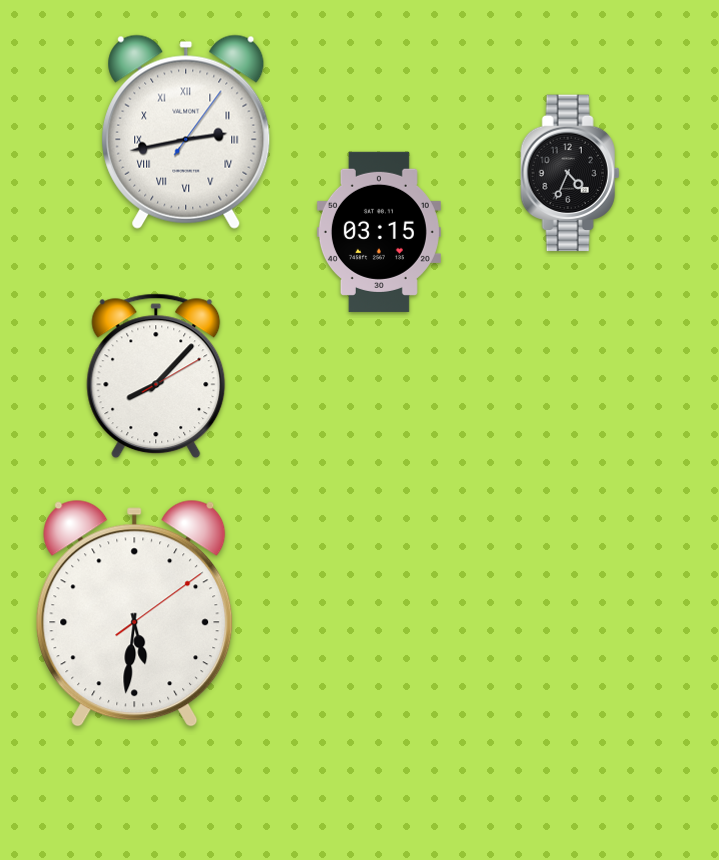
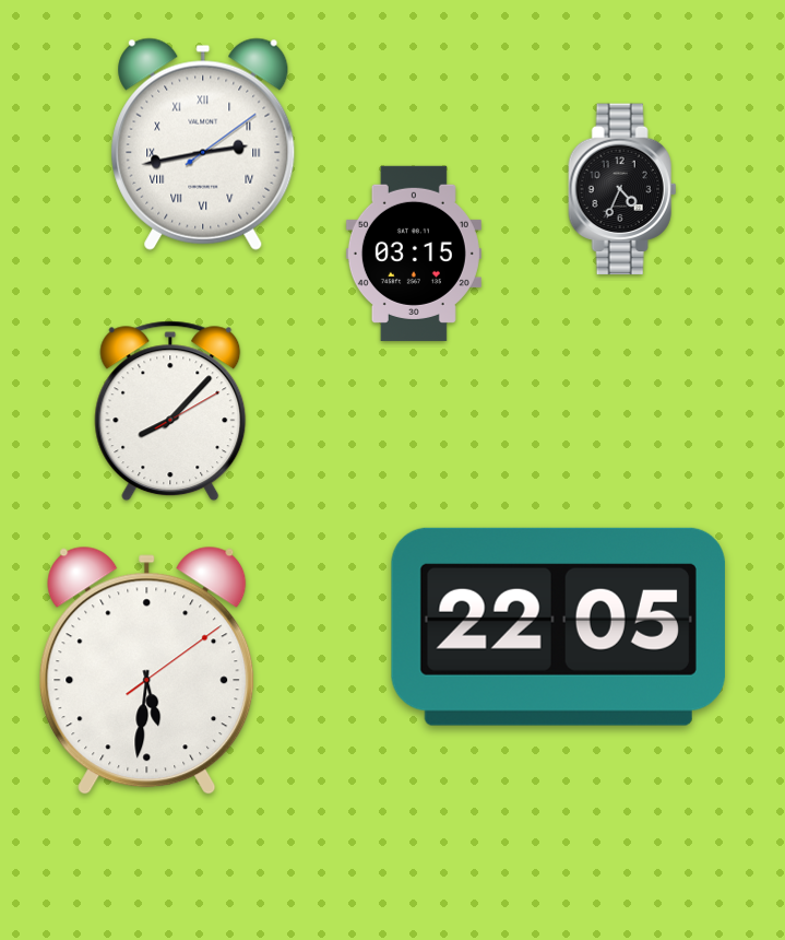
clock at (186, 132): 2:43:06 -> 2:43:09
clock at (558, 626): none -> 22:05
